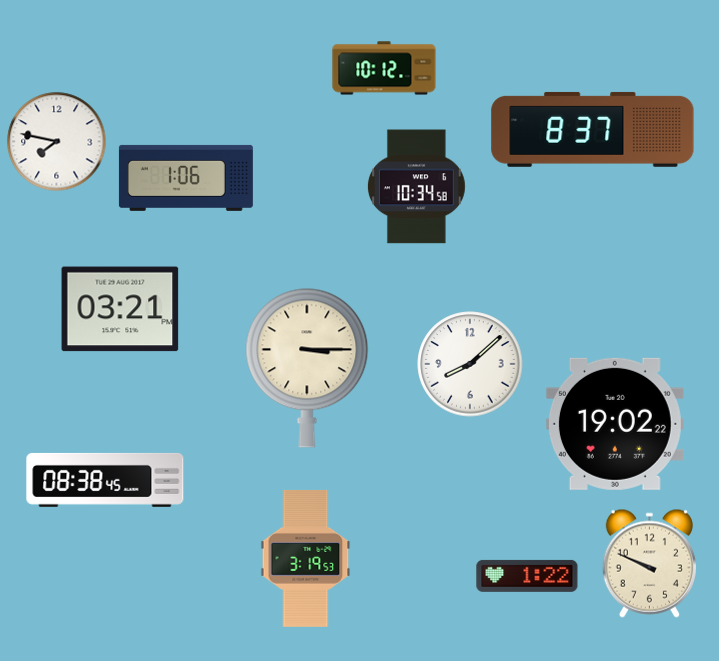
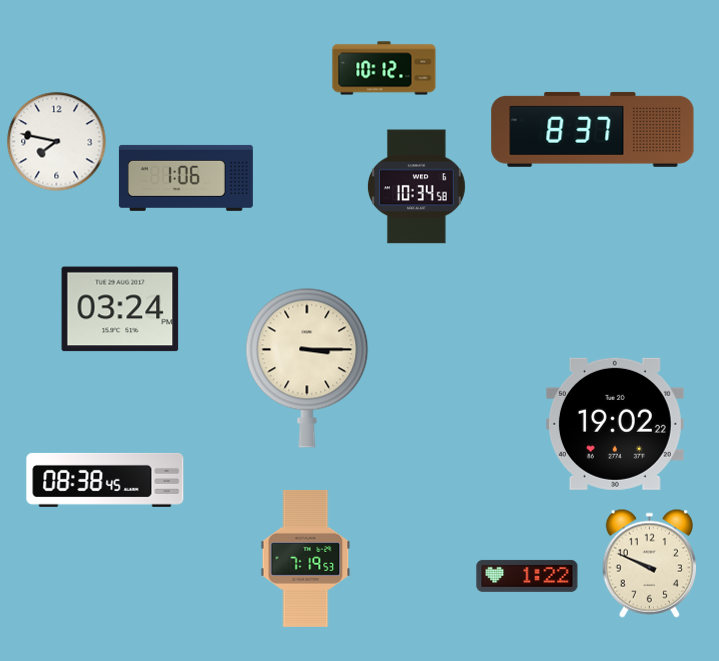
clock at (120, 309): 03:21 -> 03:24
clock at (470, 364): 8:08 -> none
clock at (306, 558): 3:19 -> 7:19
